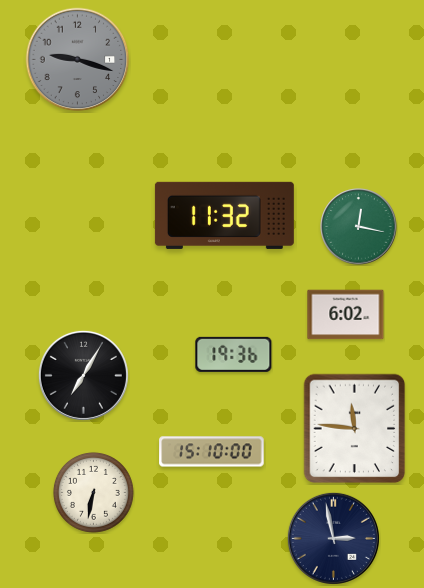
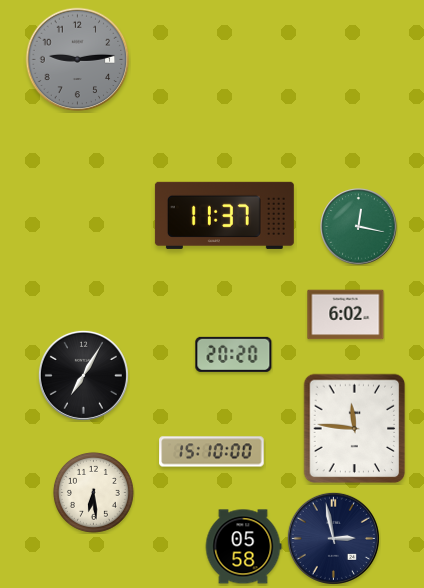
clock at (78, 60): 9:18 -> 9:14
clock at (224, 215): 11:32 -> 11:37
clock at (234, 354): 19:36 -> 20:20
clock at (93, 492): 6:32 -> 6:29
clock at (243, 547): none -> 05:58
